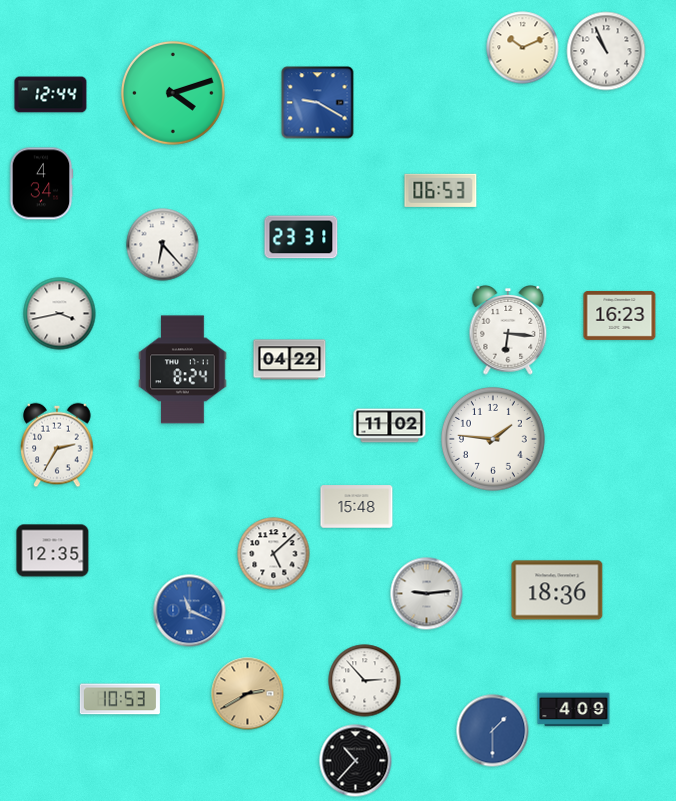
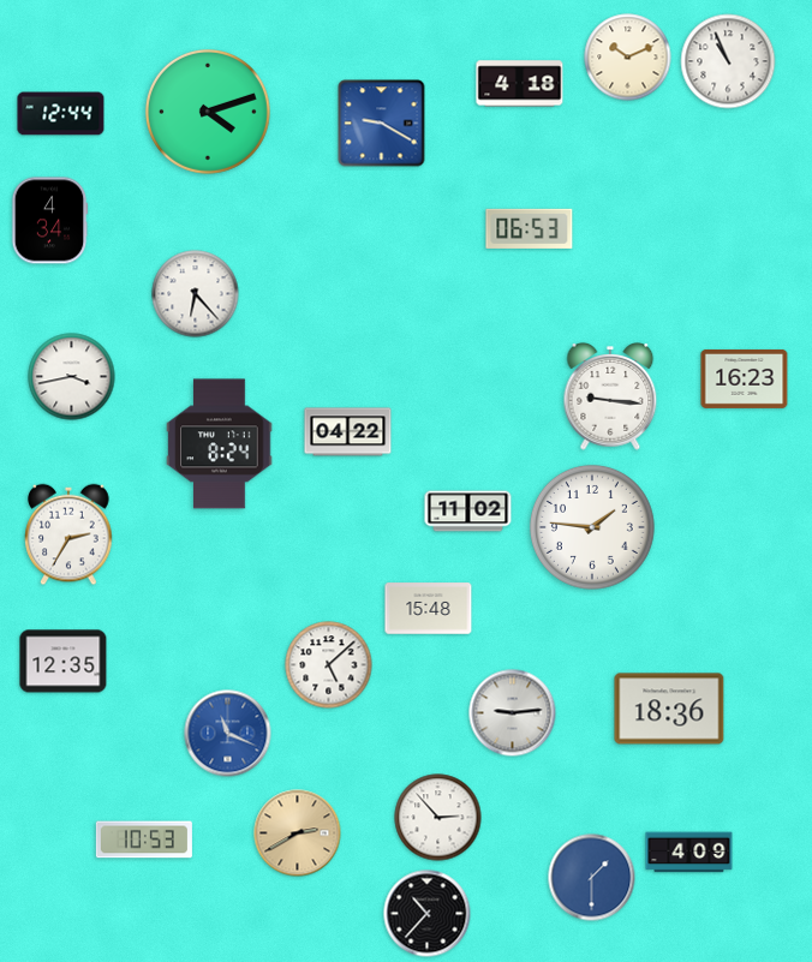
clock at (520, 84): none -> 4:18
clock at (301, 237): 23:31 -> none
clock at (508, 331): 6:16 -> 9:16
